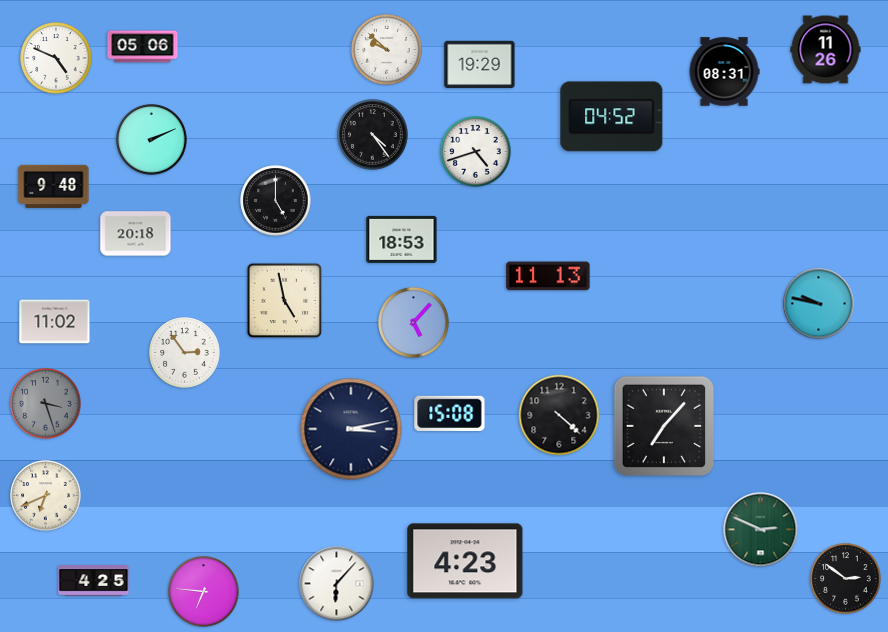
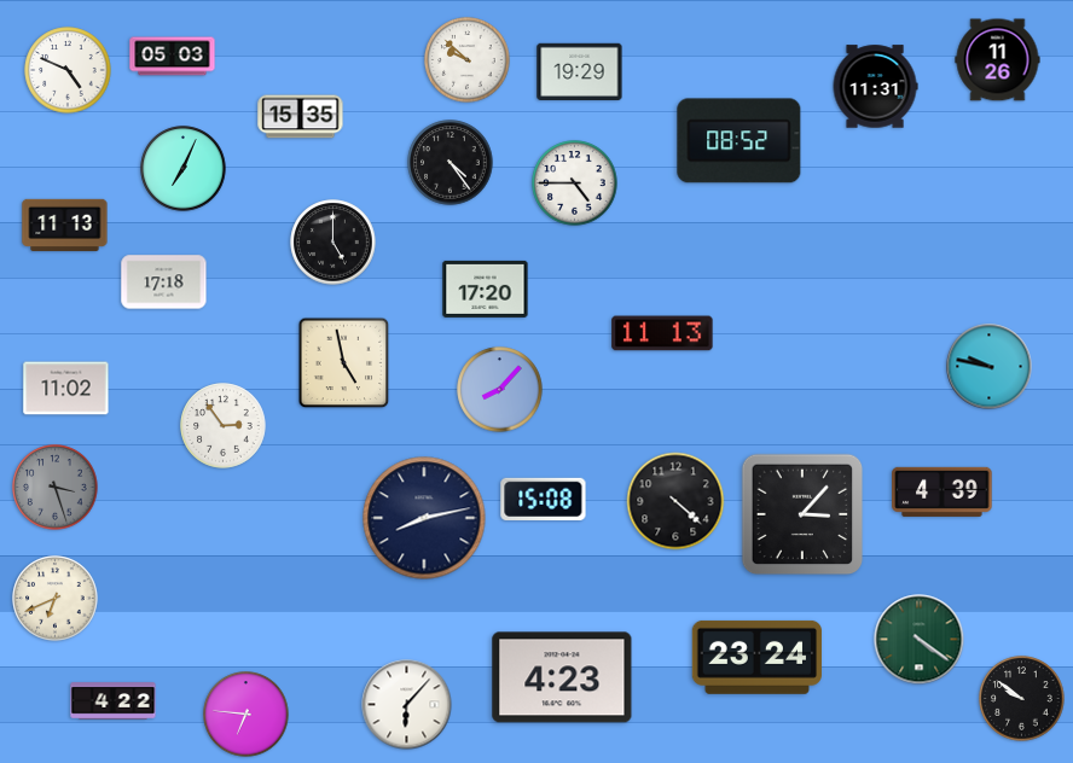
clock at (143, 47): 05:06 -> 05:03
clock at (480, 64) position: (480, 64) -> (580, 71)
clock at (724, 72): 08:31 -> 11:31
clock at (301, 117): none -> 15:35
clock at (612, 117): 04:52 -> 08:52
clock at (152, 140): 2:11 -> 7:04
clock at (476, 152): 4:42 -> 4:45
clock at (54, 186): 9:48 -> 11:13
clock at (136, 234): 20:18 -> 17:18
clock at (402, 239): 18:53 -> 17:20
clock at (414, 323): 5:07 -> 8:07
clock at (942, 491): none -> 4:39
clock at (664, 426): 7:07 -> 3:07
clock at (351, 429): 3:13 -> 8:13
clock at (761, 530): 2:49 -> 4:21
clock at (756, 657): none -> 23:24
clock at (846, 579): 2:51 -> 9:51
clock at (94, 581): 4:25 -> 4:22
